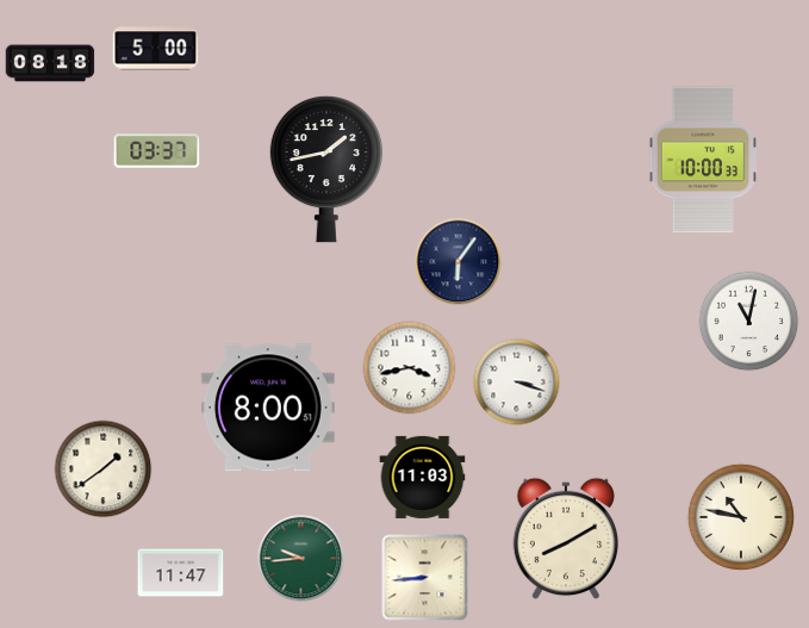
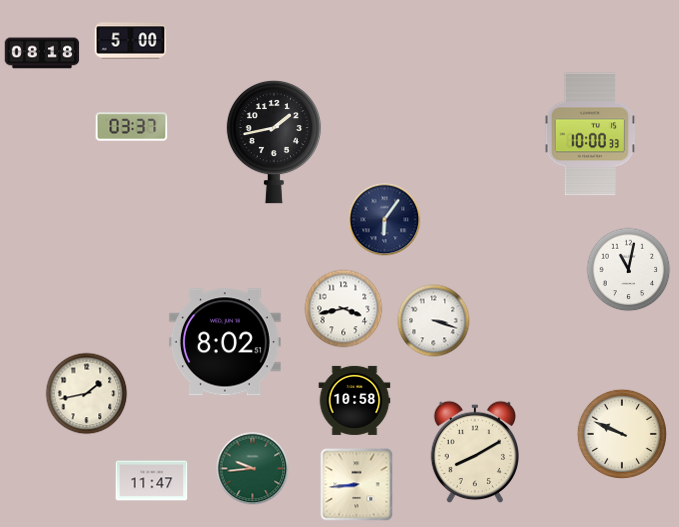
clock at (268, 408): 8:00 -> 8:02
clock at (104, 470): 1:39 -> 1:43
clock at (423, 477): 11:03 -> 10:58
clock at (741, 517): 10:47 -> 9:49
